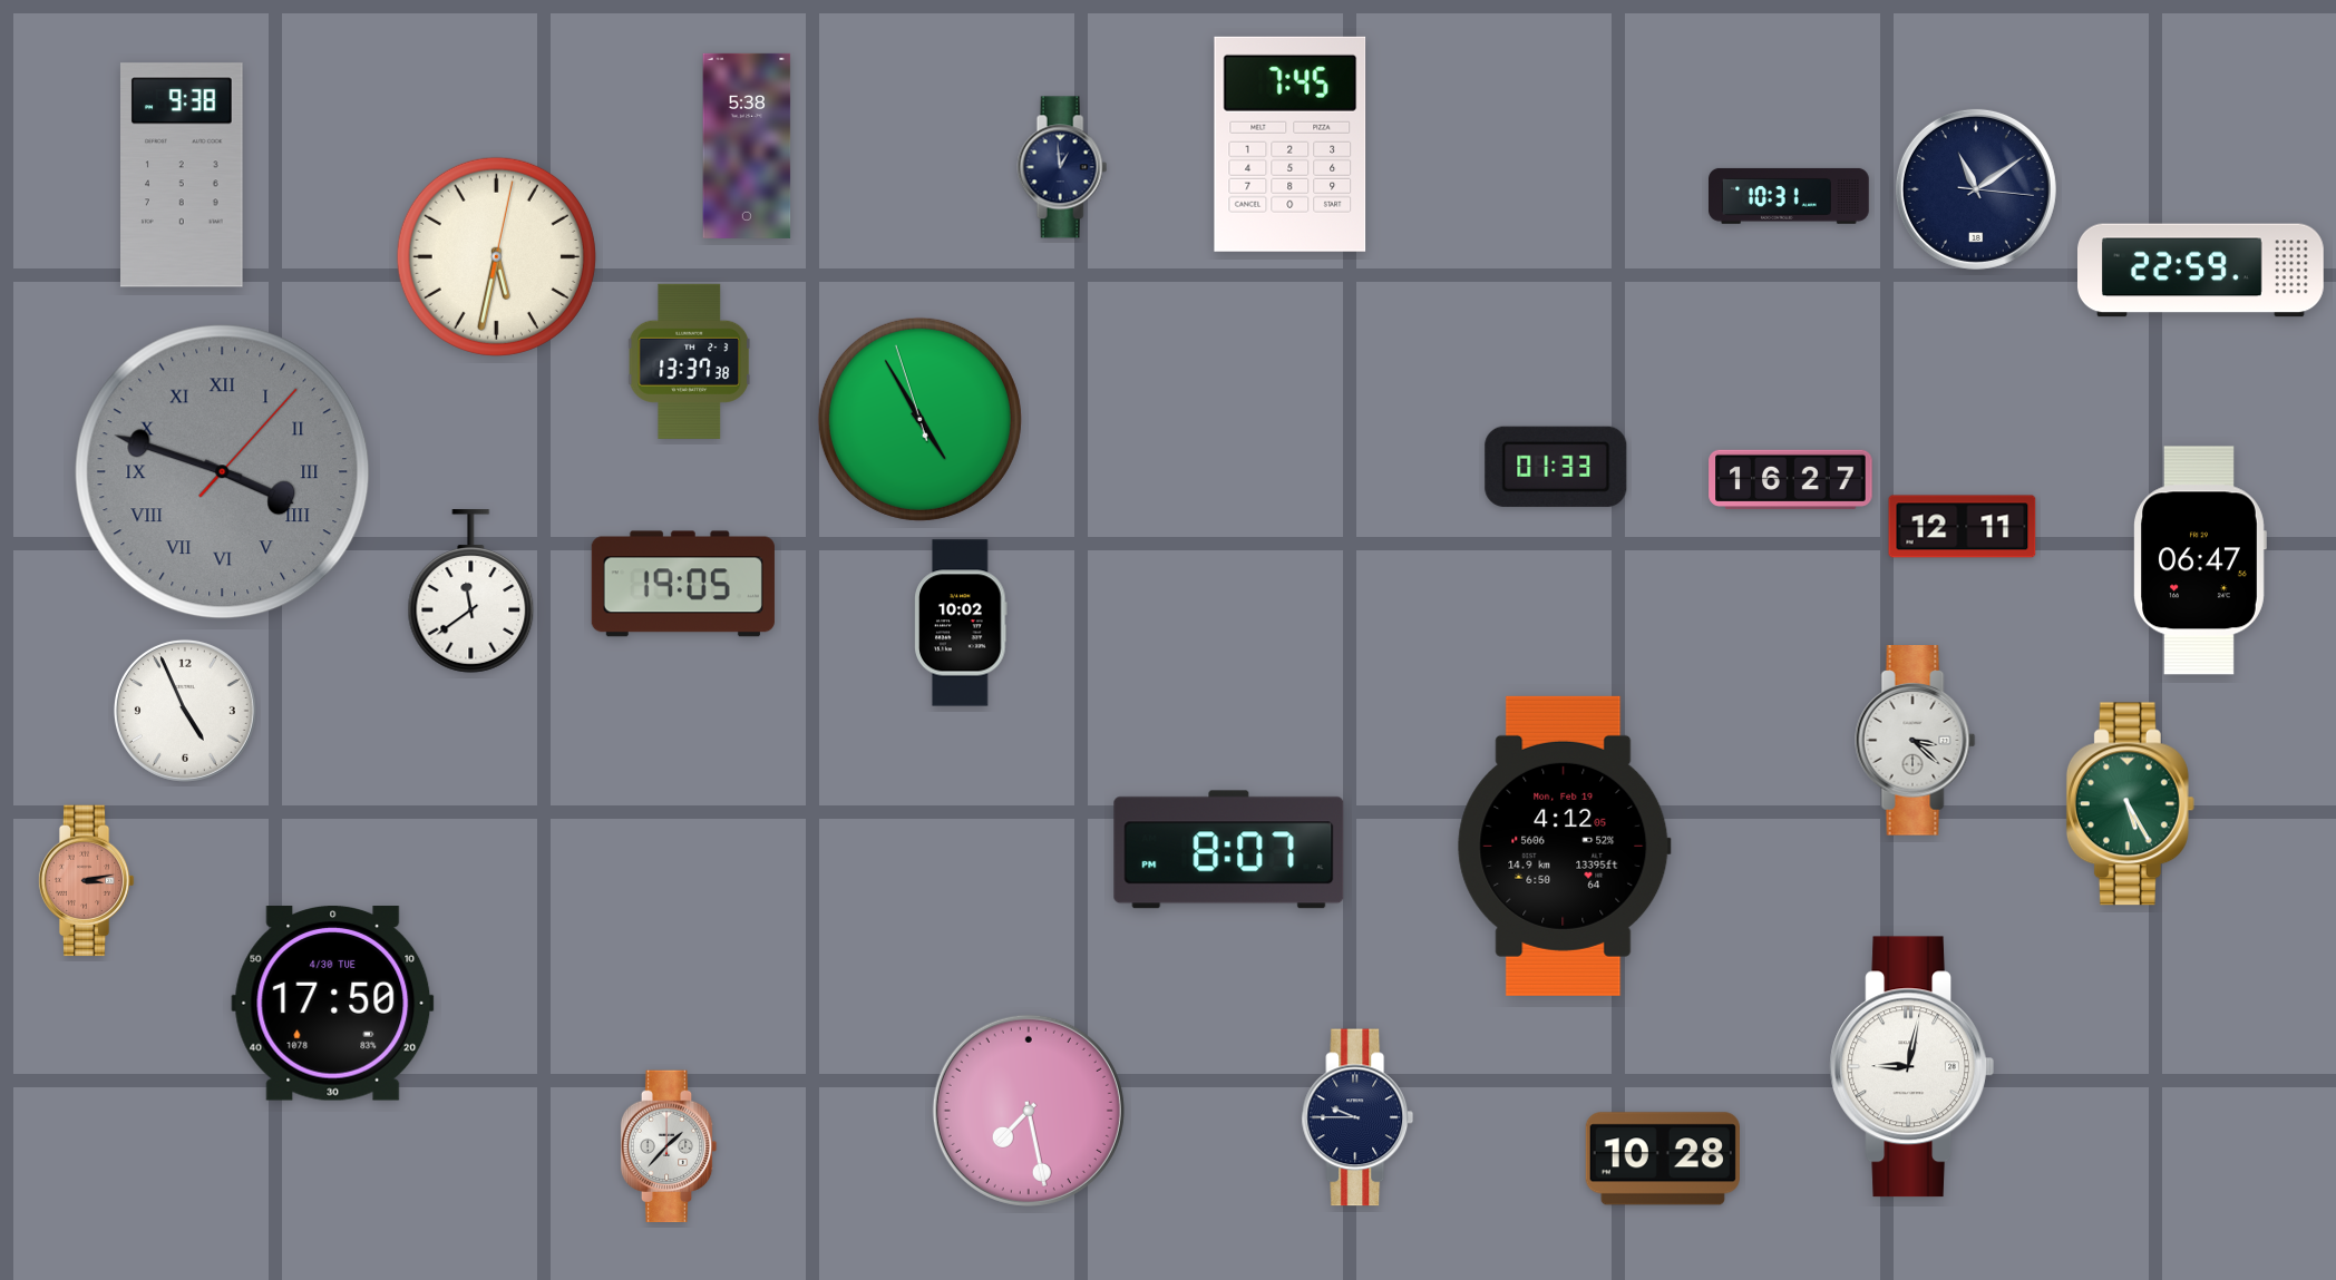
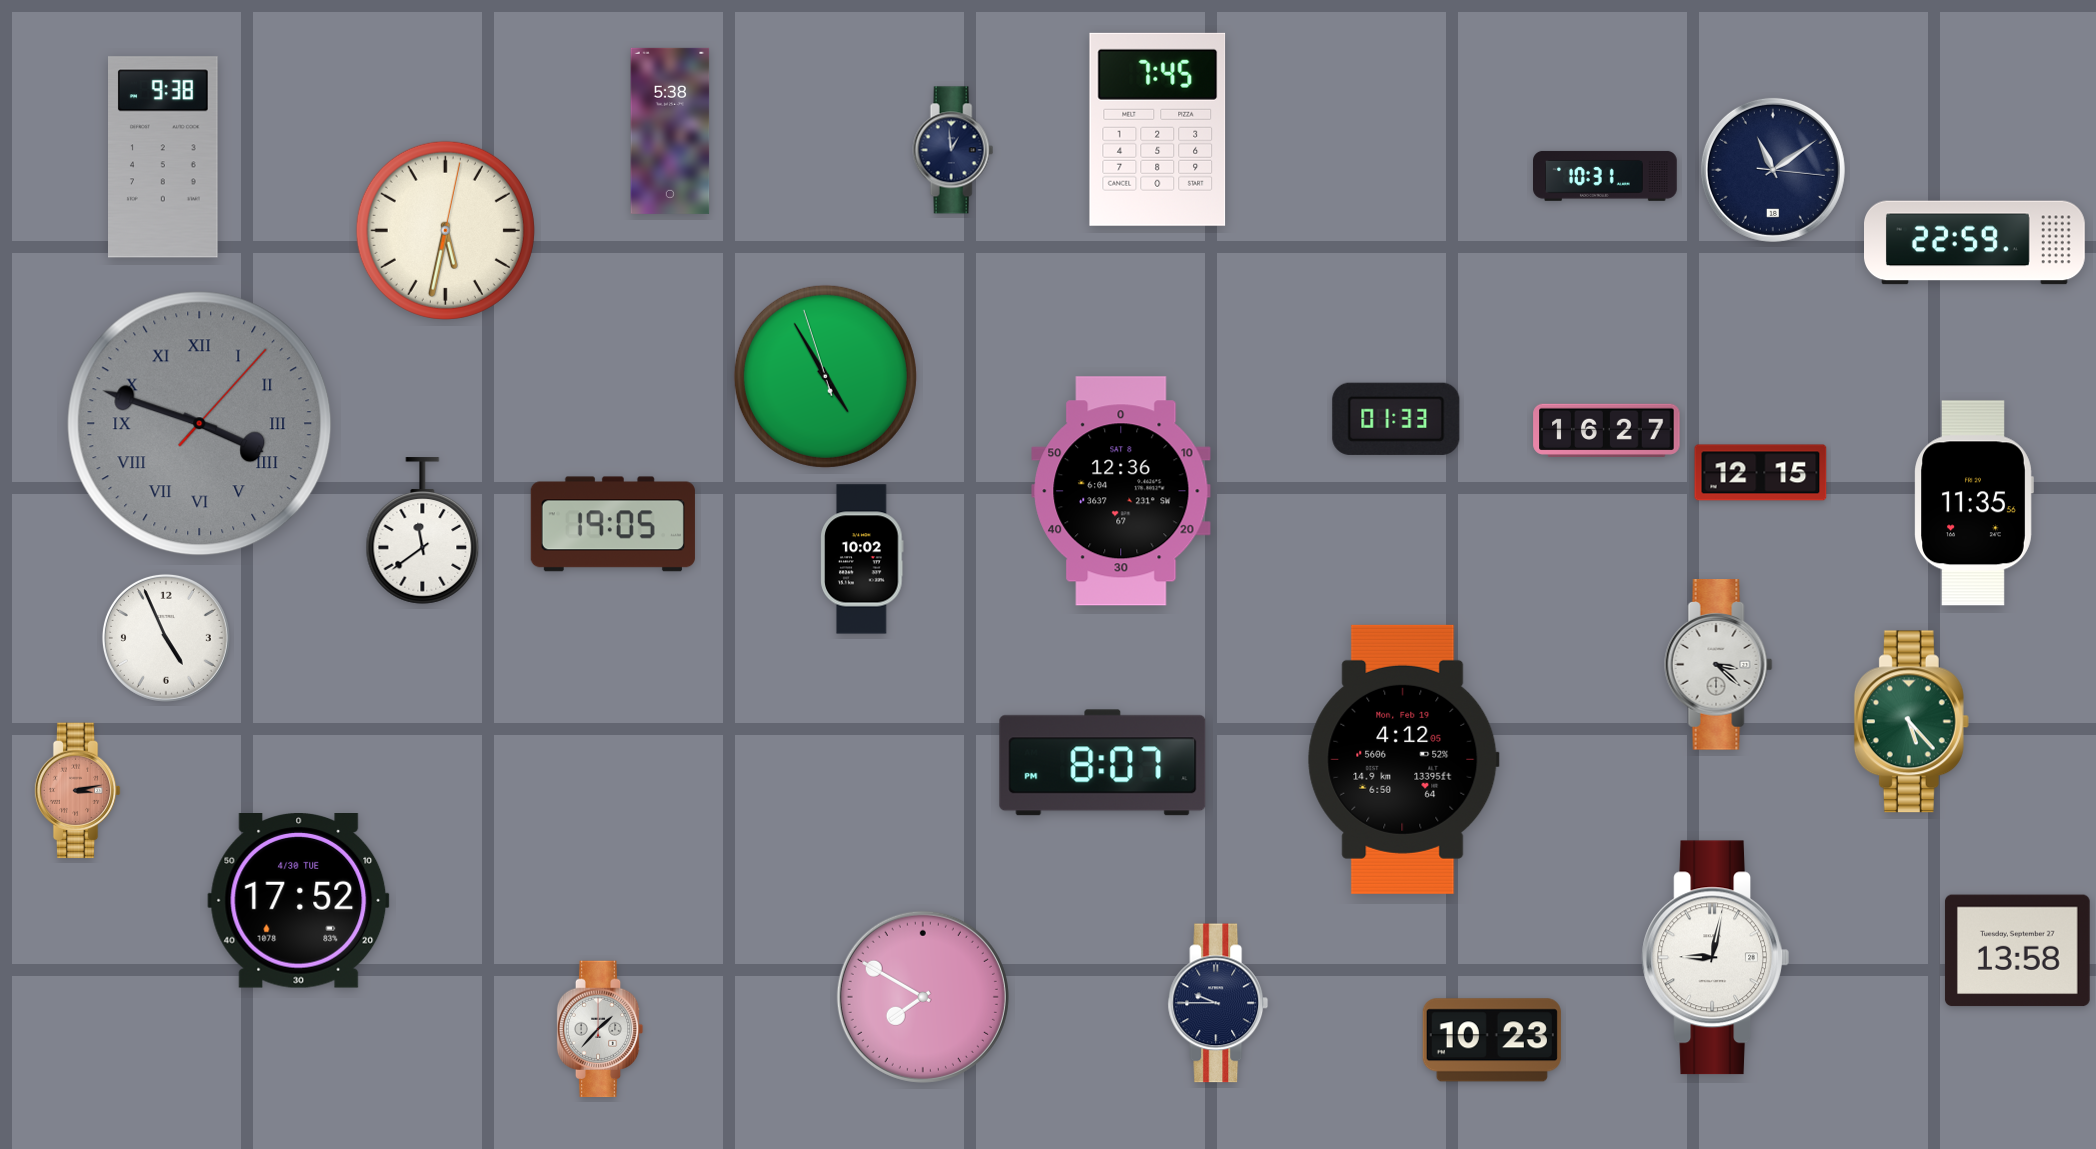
clock at (690, 361): 13:37 -> none
clock at (1963, 527): 12:11 -> 12:15
clock at (1121, 491): none -> 12:36
clock at (2200, 560): 06:47 -> 11:35
clock at (2130, 804): 5:25 -> 5:23
clock at (333, 1004): 17:50 -> 17:52
clock at (2017, 951): none -> 13:58
clock at (1029, 1111): 7:28 -> 7:50
clock at (1663, 1159): 10:28 -> 10:23
